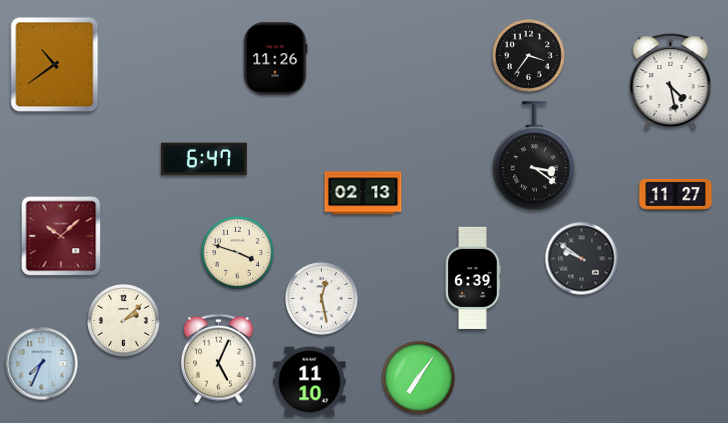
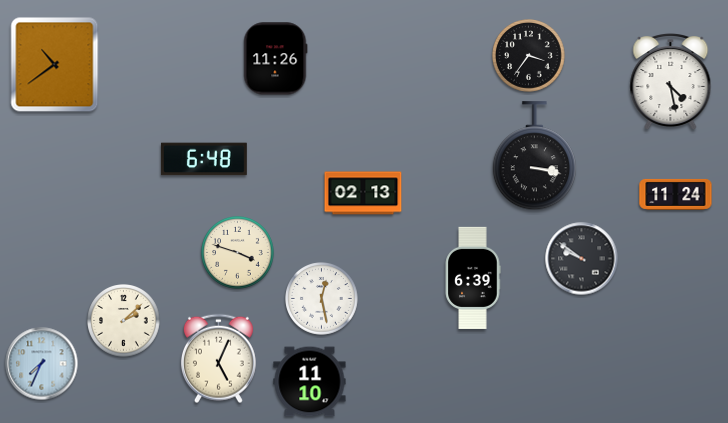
clock at (534, 156): 3:21 -> 3:17
clock at (204, 159): 6:47 -> 6:48
clock at (676, 194): 11:27 -> 11:24
clock at (61, 236): 10:08 -> none
clock at (419, 378): 7:06 -> none
